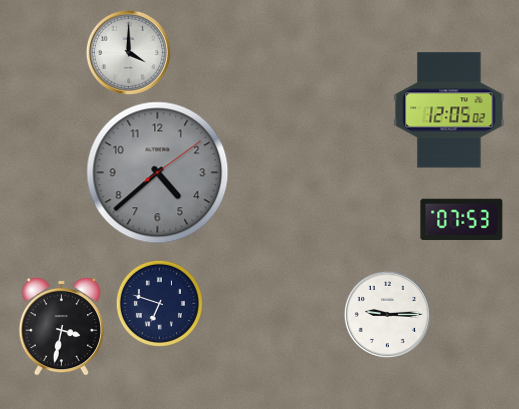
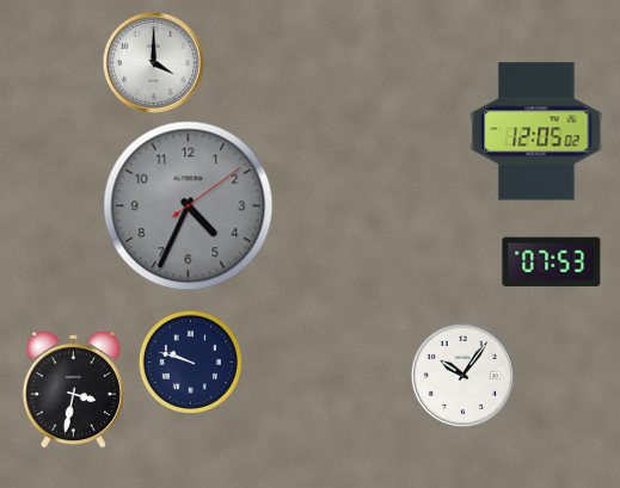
clock at (158, 173): 4:38 -> 4:34
clock at (159, 303): 6:48 -> 9:48
clock at (387, 314): 9:15 -> 10:06
